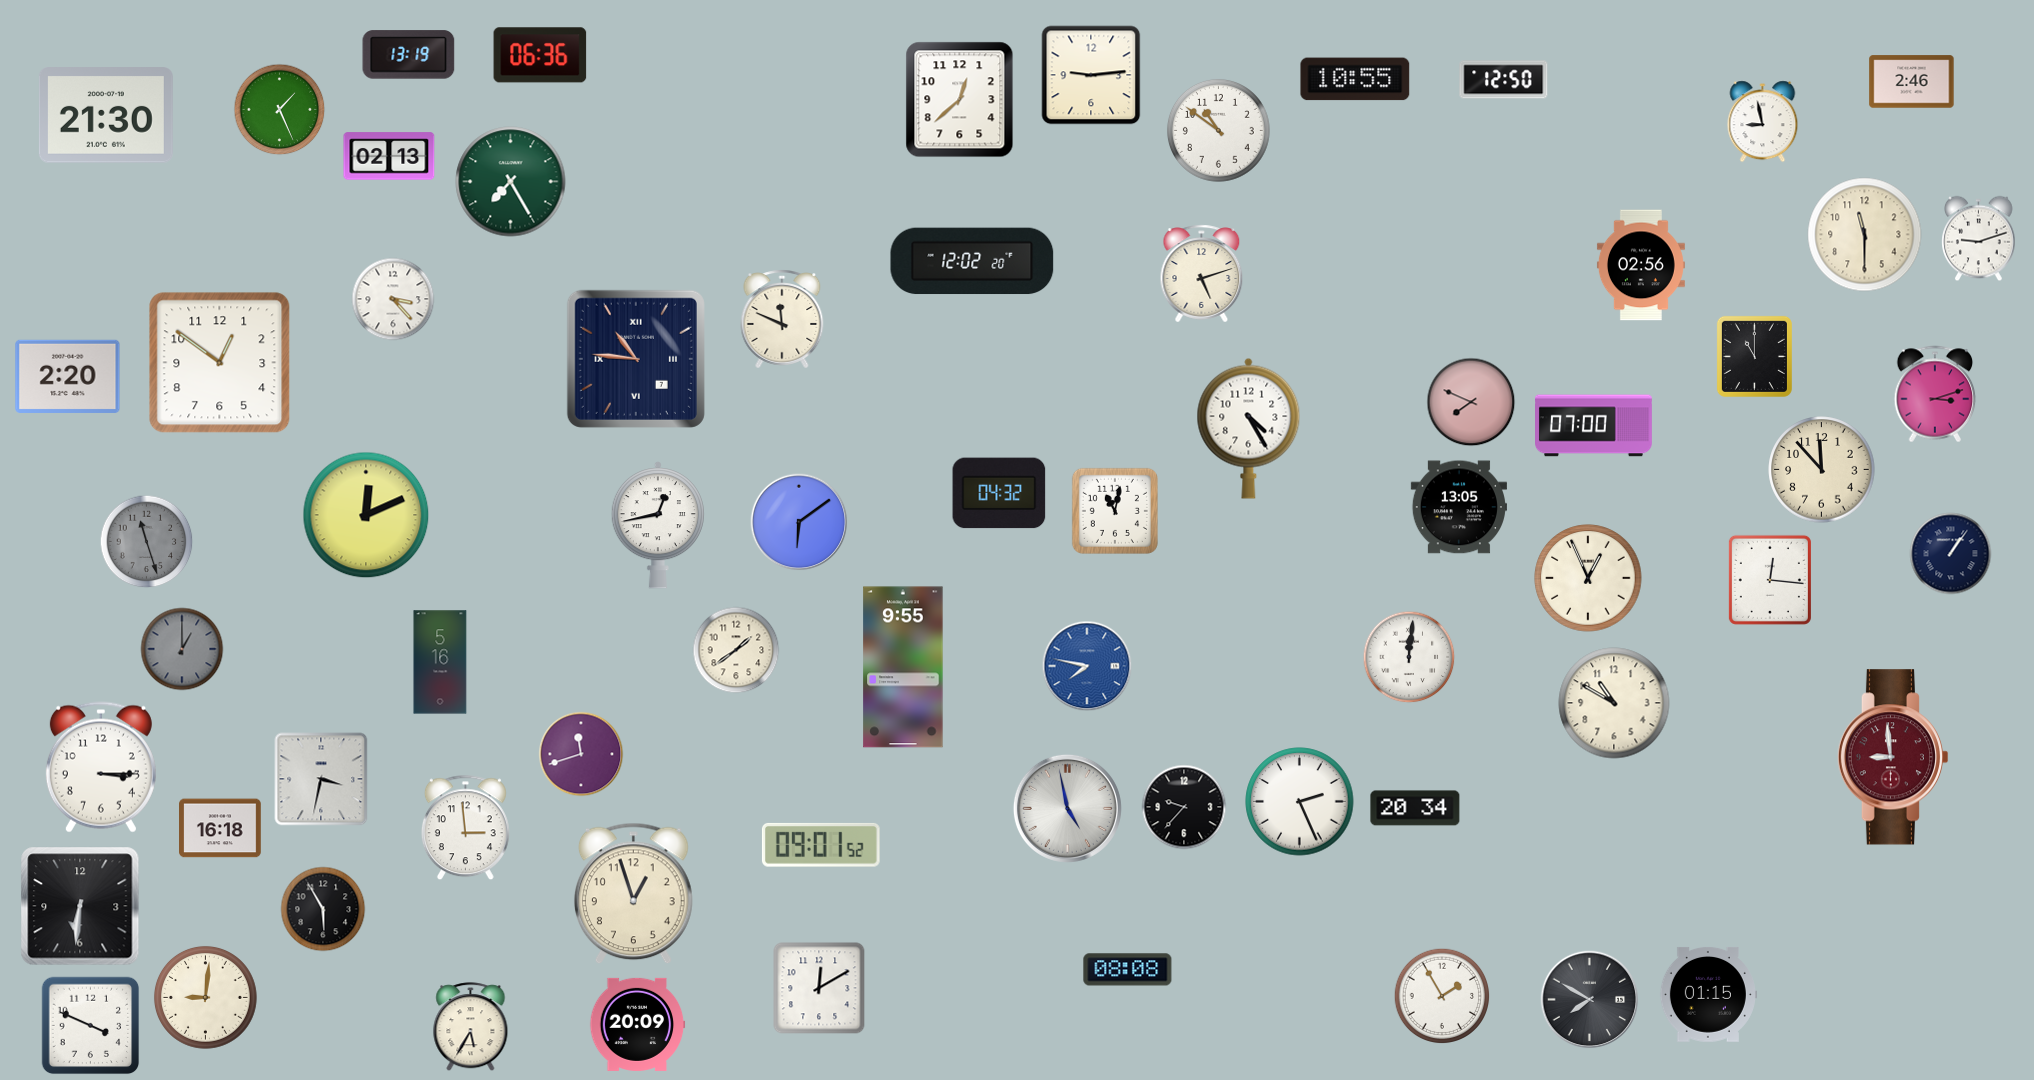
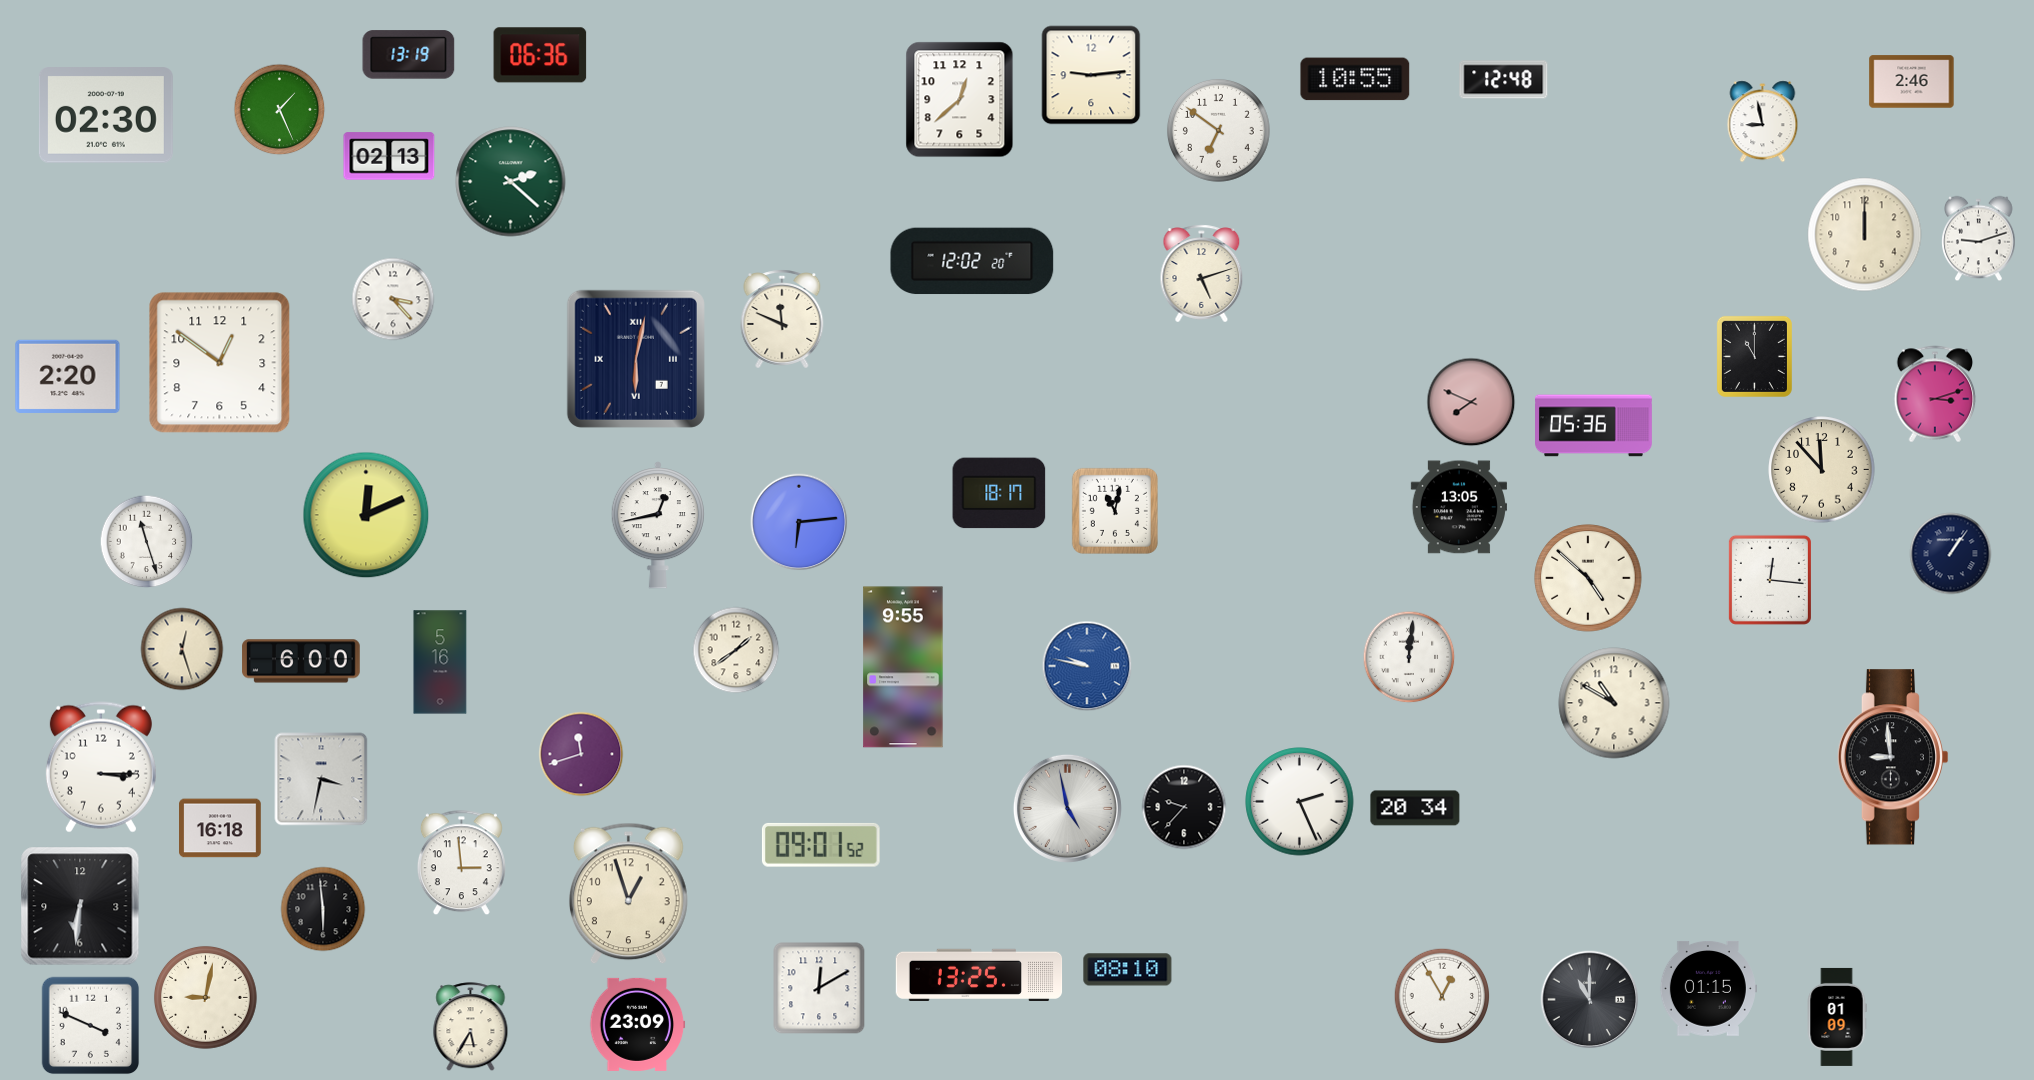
clock at (1504, 80): 12:50 -> 12:48
clock at (106, 115): 21:30 -> 02:30
clock at (1218, 130): 10:51 -> 6:51
clock at (511, 182): 7:25 -> 2:22
clock at (1865, 235): 11:30 -> 12:00
clock at (1641, 265): 02:56 -> none
clock at (636, 359): 10:46 -> 6:02
clock at (1594, 426): 07:00 -> 05:36
clock at (1249, 428): 4:25 -> none
clock at (999, 493): 04:32 -> 18:17
clock at (799, 522): 6:09 -> 6:14
clock at (147, 542) dial: grey -> white
clock at (1588, 578): 12:56 -> 4:52
clock at (182, 649): 1:00 -> 12:27
clock at (182, 649) dial: grey -> cream
clock at (301, 661): none -> 6:00
clock at (1087, 666): 7:47 -> 9:47
clock at (1893, 757) dial: burgundy -> black
clock at (465, 828) position: (465, 828) -> (461, 863)
clock at (633, 894) position: (633, 894) -> (628, 894)
clock at (323, 909): 5:55 -> 5:59
clock at (1128, 970): 08:08 -> 08:10
clock at (979, 974): none -> 13:25
clock at (1708, 994) position: (1708, 994) -> (1708, 988)
clock at (1442, 996): 1:55 -> 12:55
clock at (205, 997): 9:01 -> 9:02
clock at (1590, 1000): 7:50 -> 11:00
clock at (1837, 1017): none -> 01:09
clock at (638, 1024): 20:09 -> 23:09
